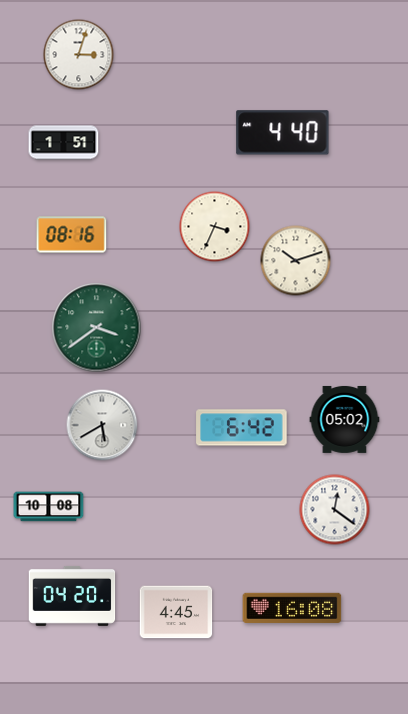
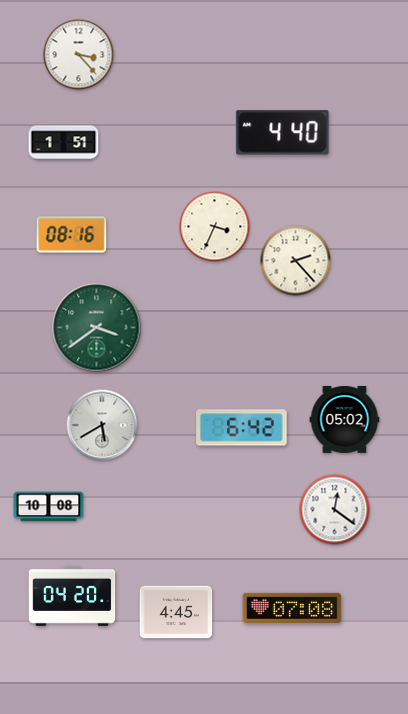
clock at (79, 55): 3:03 -> 3:23
clock at (296, 261): 10:12 -> 2:23
clock at (292, 608): 16:08 -> 07:08
